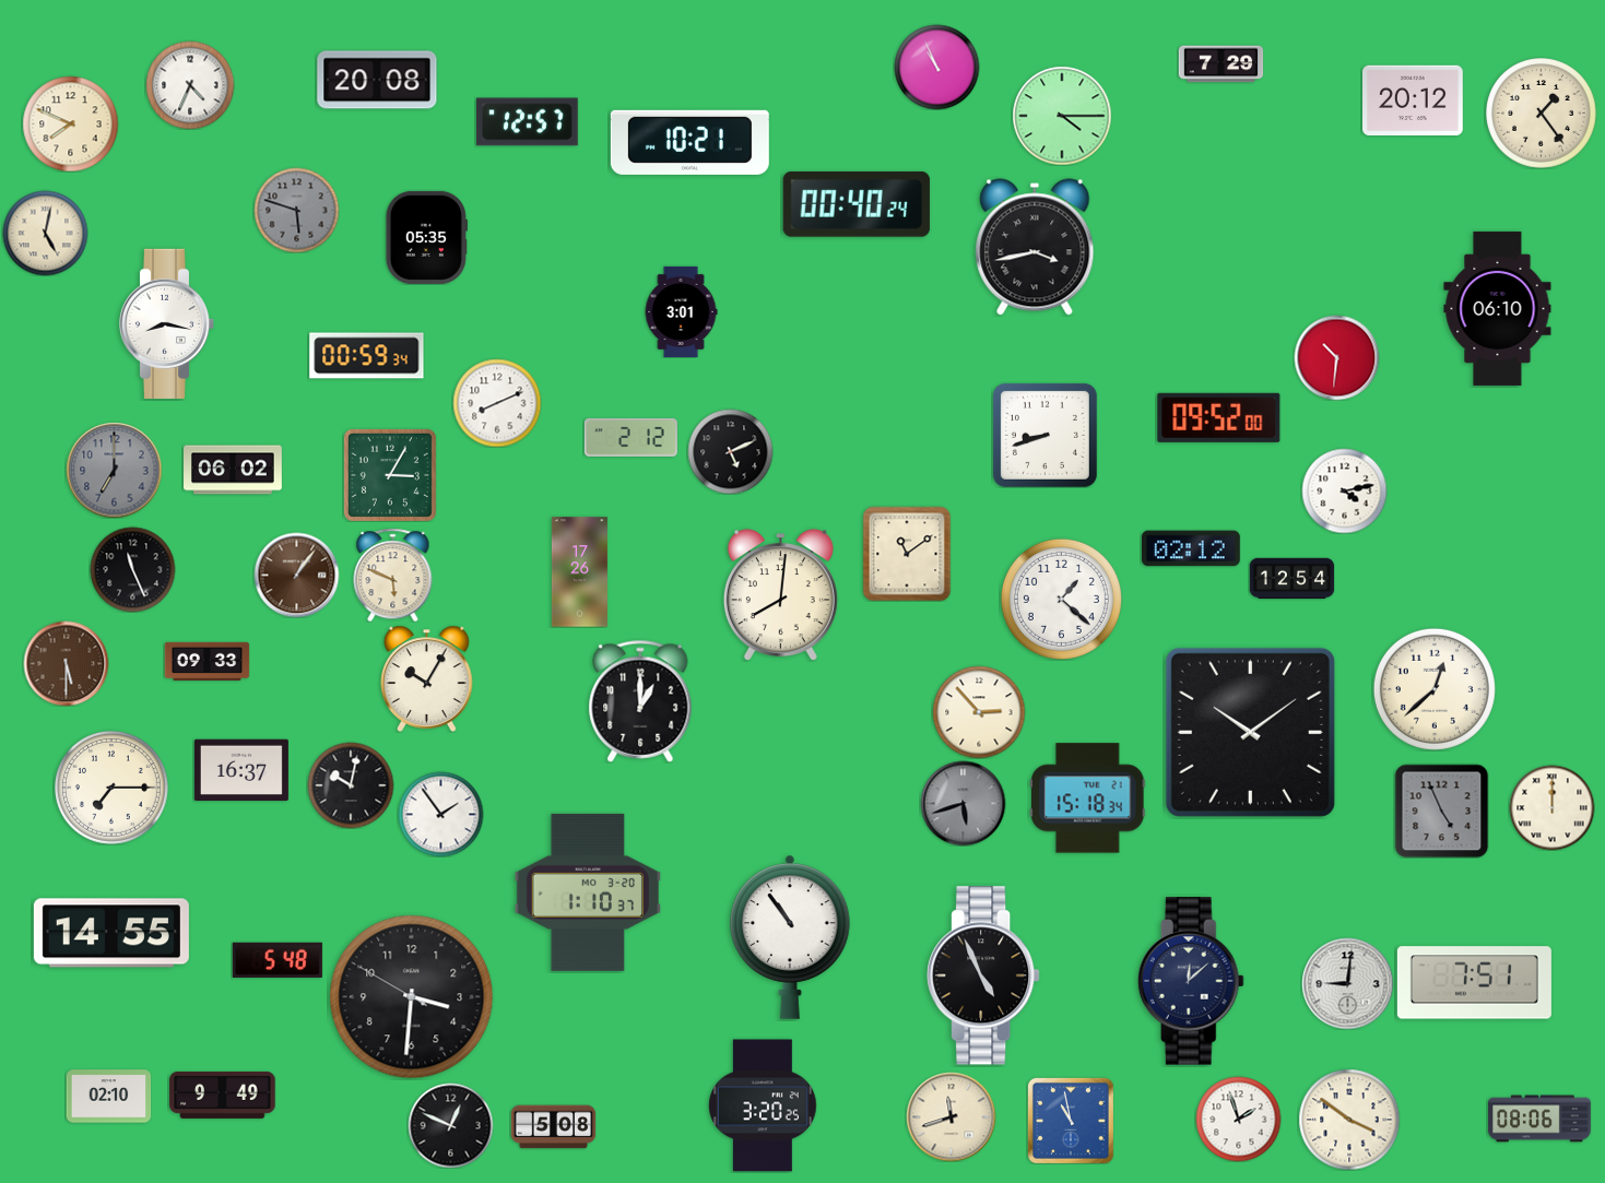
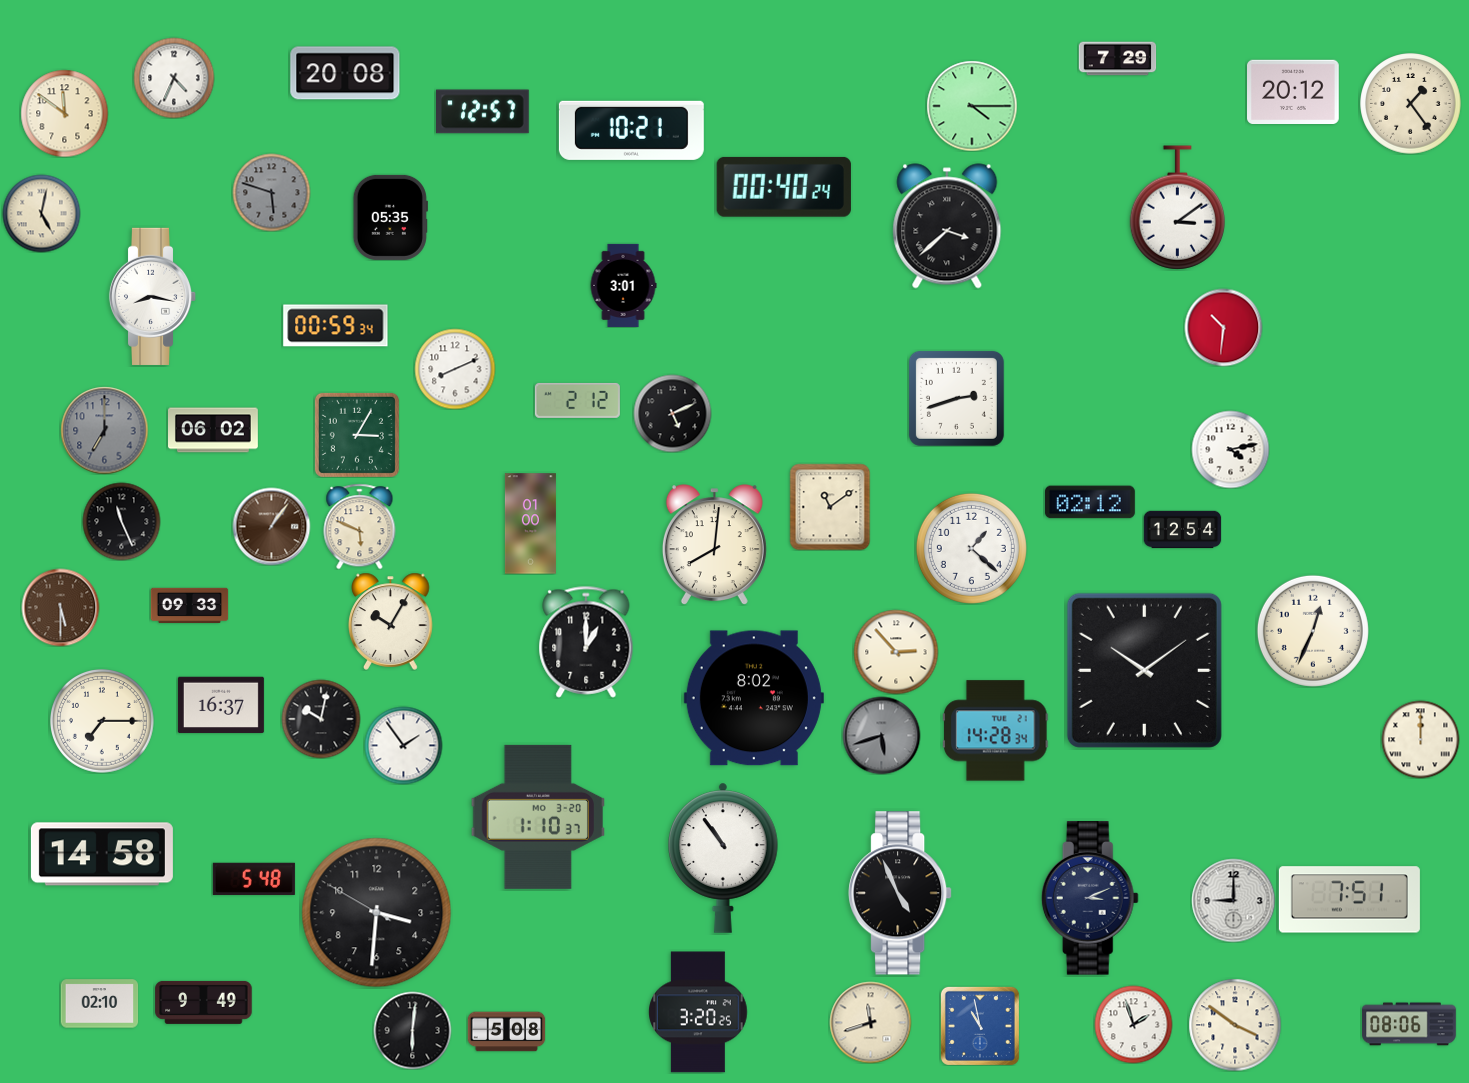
clock at (936, 67): 10:56 -> none
clock at (70, 123): 7:49 -> 11:51
clock at (1177, 208): none -> 3:09
clock at (1035, 247): 3:43 -> 3:38
clock at (1498, 308): 06:10 -> none
clock at (1219, 417): 09:52 -> none
clock at (1045, 435): 8:42 -> 2:42
clock at (730, 451) position: (730, 451) -> (672, 413)
clock at (579, 572): 17:26 -> 01:00
clock at (1435, 689): 12:38 -> 12:34
clock at (754, 698): none -> 8:02
clock at (1088, 798): 15:18 -> 14:28
clock at (1441, 811): 4:56 -> none
clock at (111, 933): 14:55 -> 14:58
clock at (1191, 981): 12:08 -> 3:11
clock at (1347, 983): 9:01 -> 9:00
clock at (450, 1125): 12:49 -> 6:01
